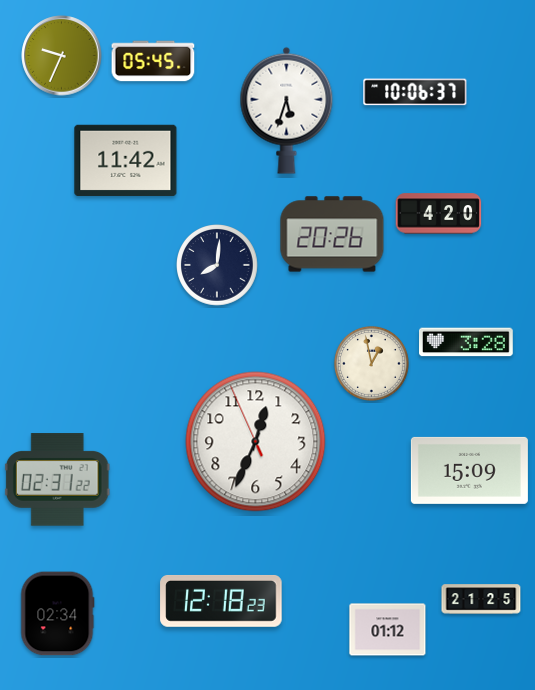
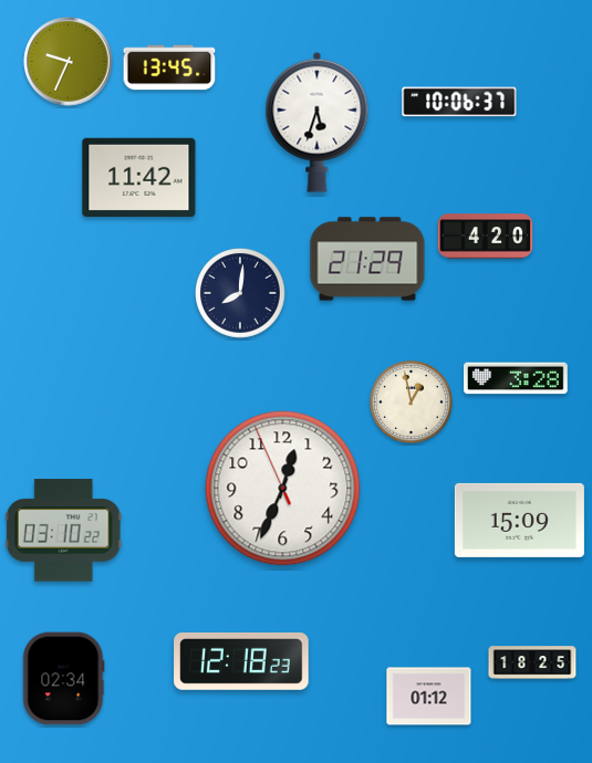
clock at (153, 61): 05:45 -> 13:45
clock at (332, 234): 20:26 -> 21:29
clock at (57, 480): 02:31 -> 03:10
clock at (481, 599): 21:25 -> 18:25
clock at (221, 601) position: (221, 601) -> (241, 661)
